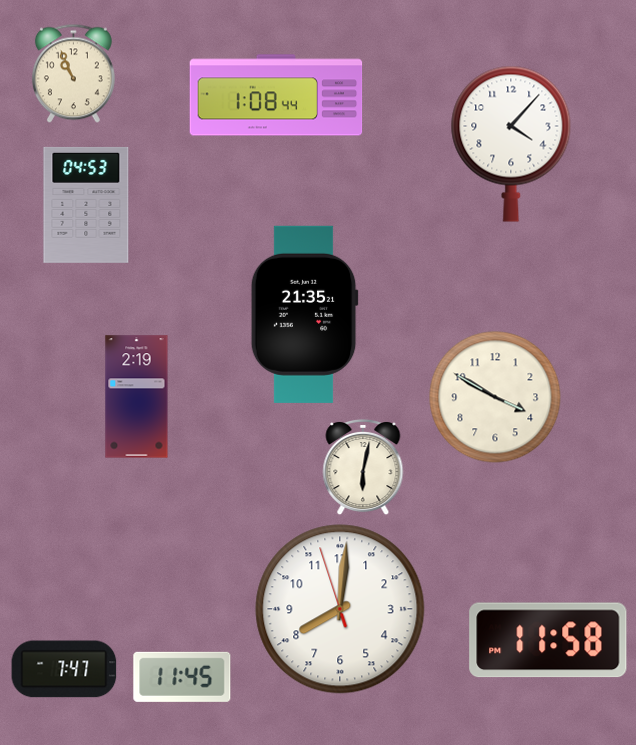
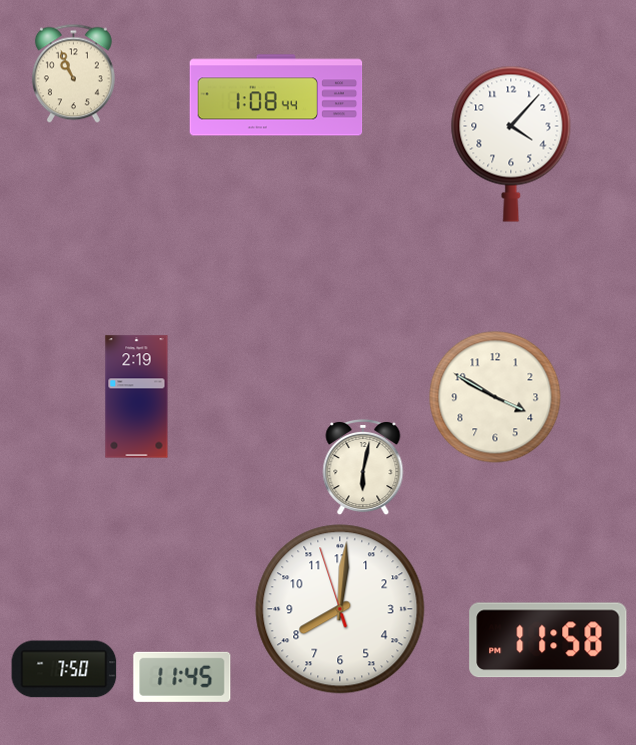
clock at (86, 205): 04:53 -> none
clock at (304, 314): 21:35 -> none
clock at (64, 669): 7:47 -> 7:50
